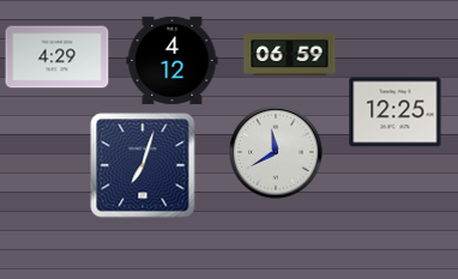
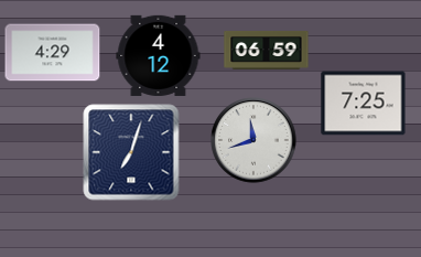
clock at (396, 113): 12:25 -> 7:25
clock at (276, 152): 11:40 -> 11:42
